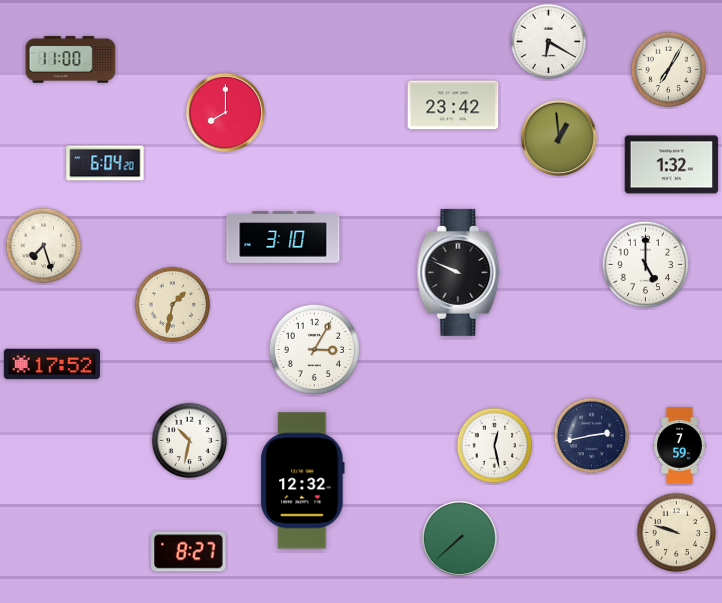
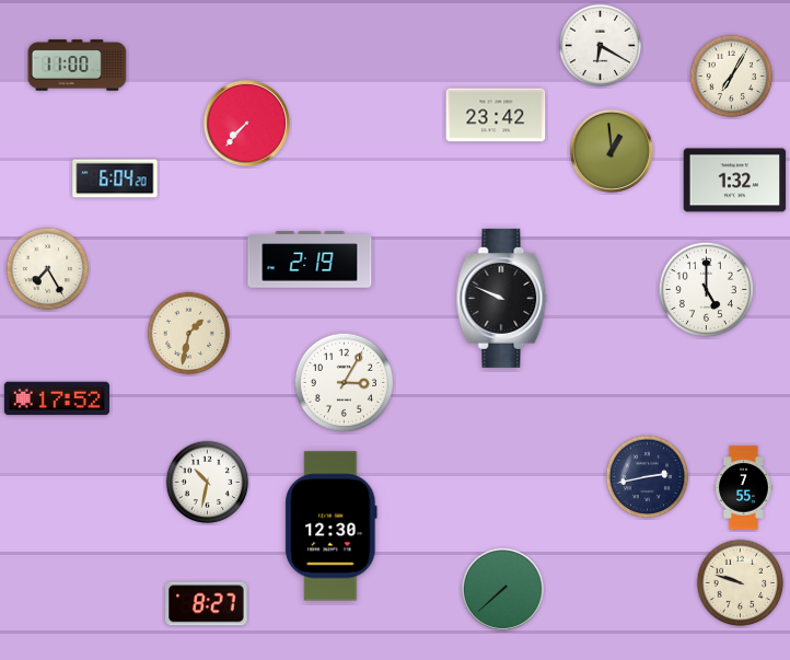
clock at (225, 112): 8:00 -> 7:37
clock at (283, 237): 3:10 -> 2:19
clock at (44, 246): 7:27 -> 7:25
clock at (495, 446): 12:28 -> none
clock at (680, 446): 7:59 -> 7:55
clock at (303, 481): 12:32 -> 12:30
